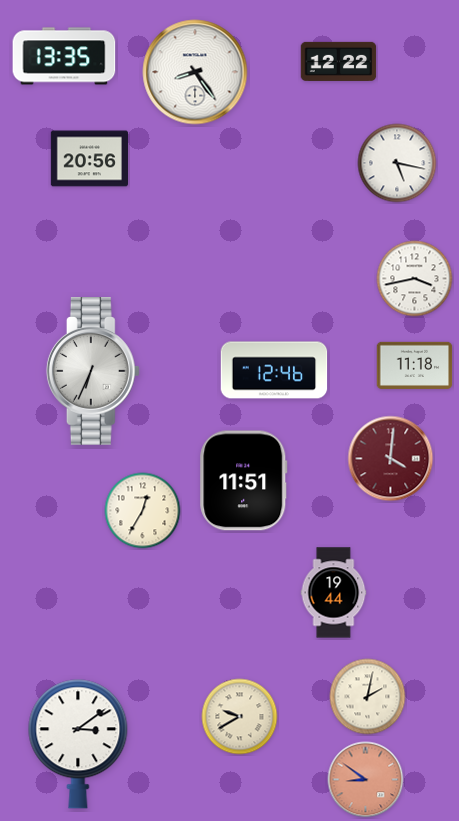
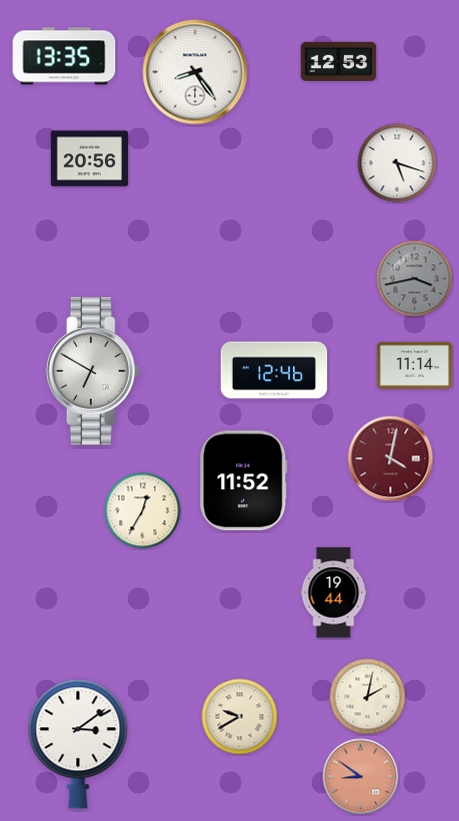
clock at (339, 61): 12:22 -> 12:53
clock at (397, 163): 5:17 -> 5:18
clock at (415, 279) dial: white -> grey
clock at (415, 365): 11:18 -> 11:14
clock at (93, 372): 6:34 -> 6:50
clock at (391, 459): 4:01 -> 4:02
clock at (244, 481): 11:51 -> 11:52
clock at (366, 780) position: (366, 780) -> (361, 777)
